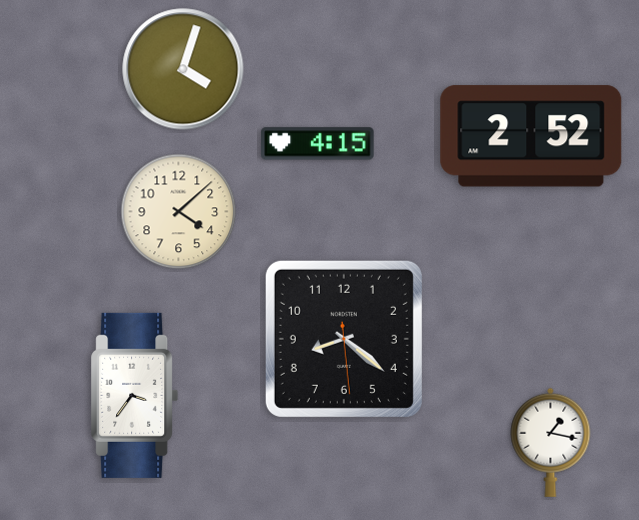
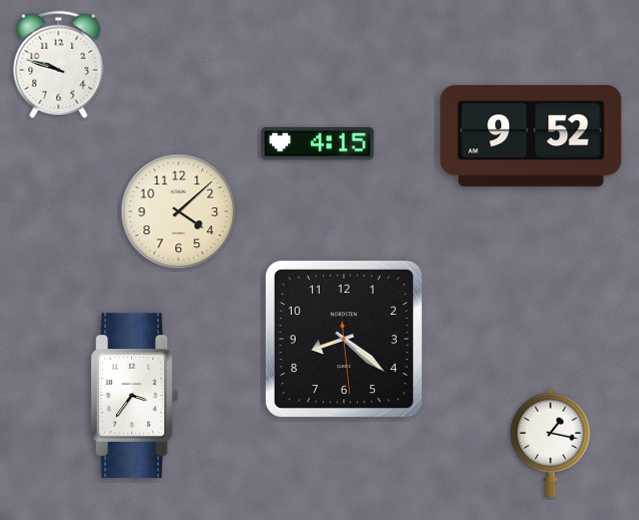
clock at (59, 65): none -> 9:48
clock at (183, 69): 4:03 -> none
clock at (531, 136): 2:52 -> 9:52
